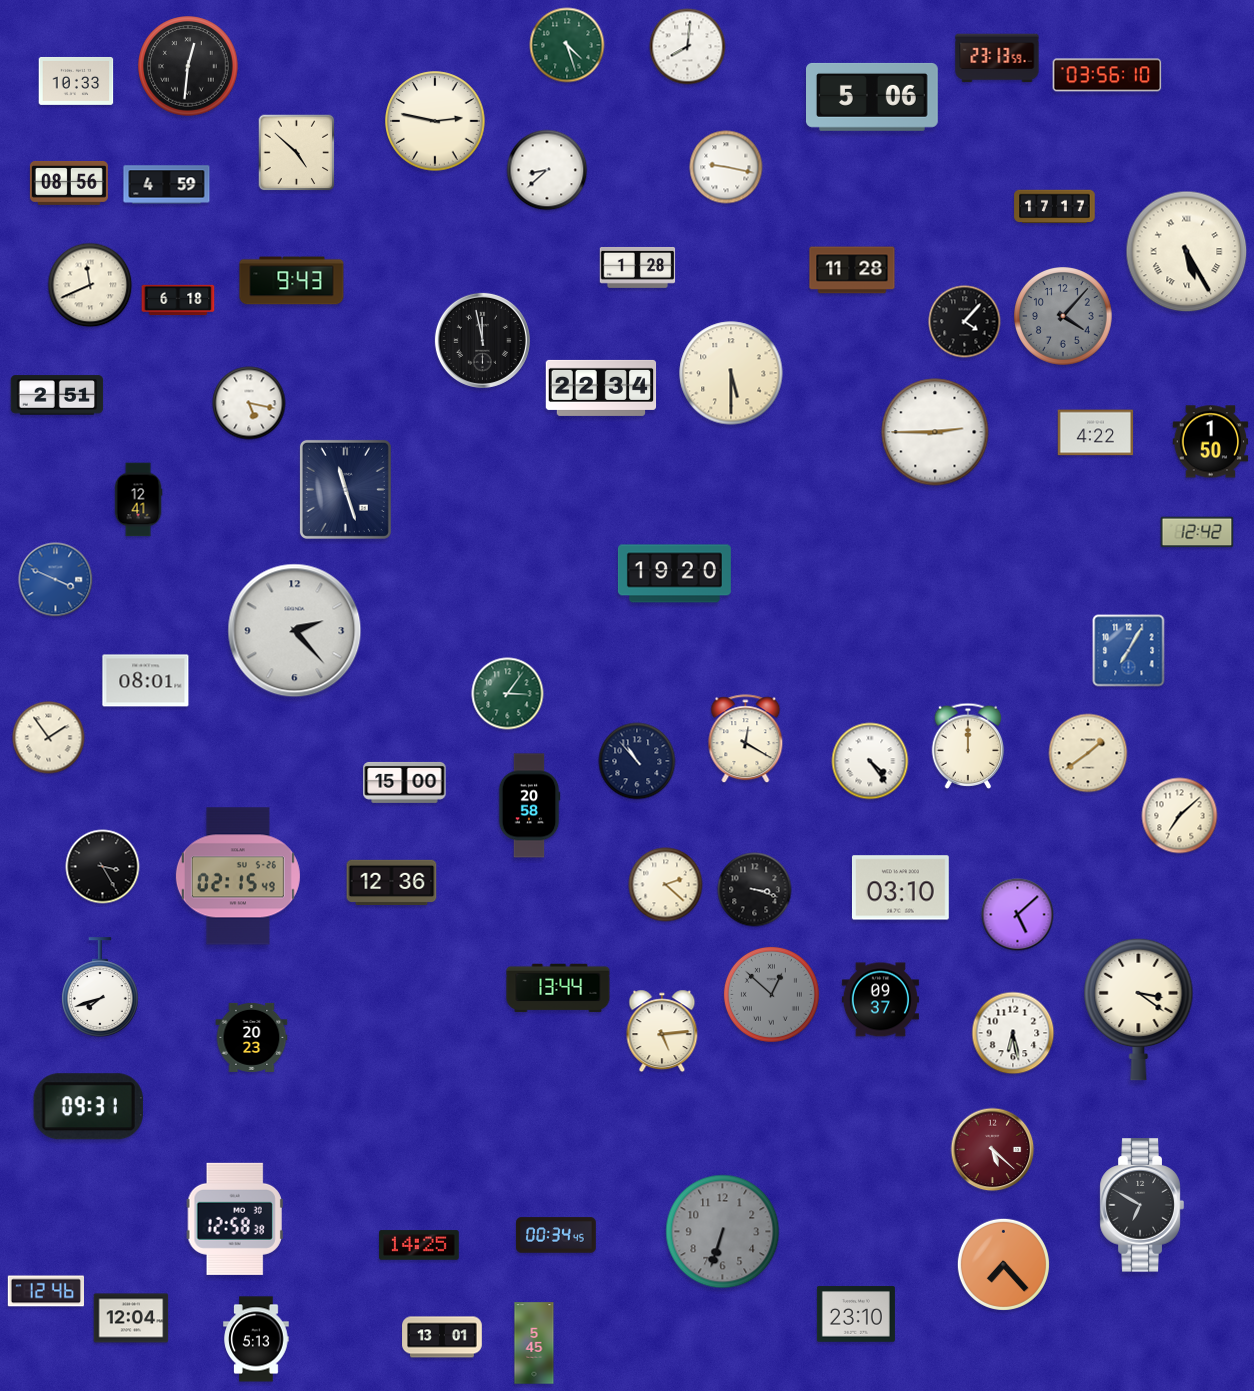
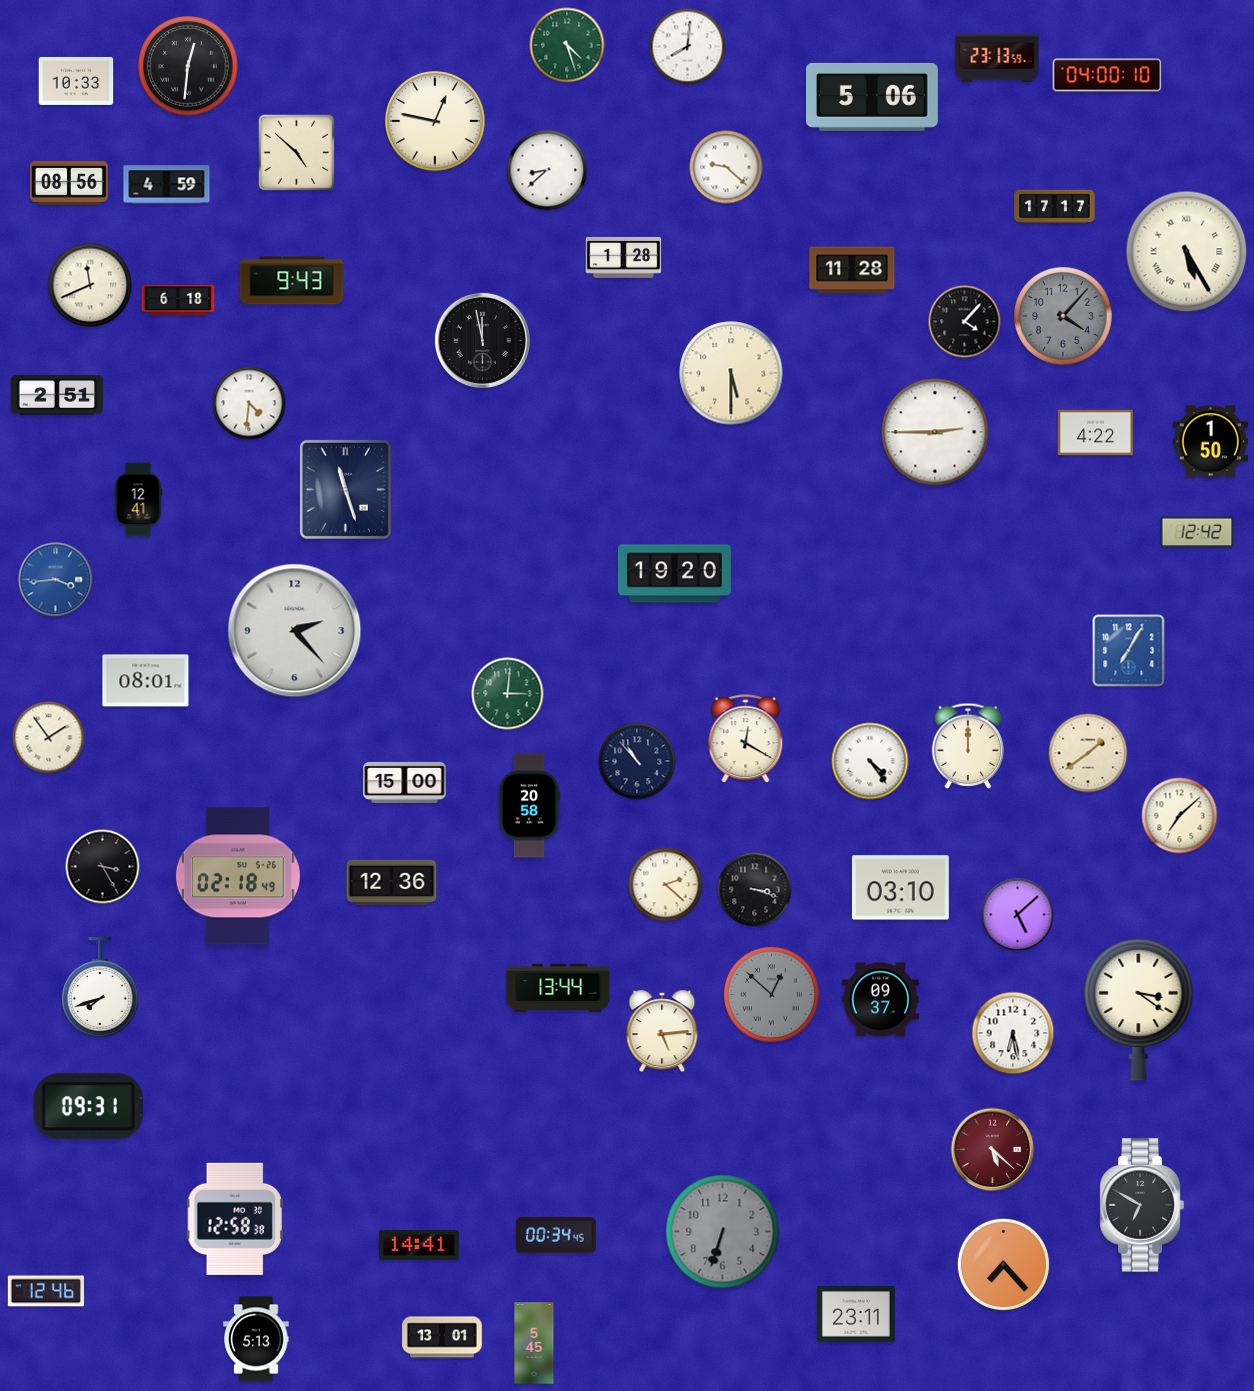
clock at (1107, 75): 03:56 -> 04:00
clock at (435, 121): 2:47 -> 12:47
clock at (726, 167): 9:17 -> 9:22
clock at (638, 267) position: (638, 267) -> (624, 257)
clock at (601, 388): 22:34 -> none
clock at (249, 403): 5:17 -> 4:31
clock at (56, 580): 3:49 -> 3:44
clock at (508, 694): 3:06 -> 3:01
clock at (238, 876): 02:15 -> 02:18
clock at (252, 1037): 20:23 -> none
clock at (419, 1245): 14:25 -> 14:41
clock at (856, 1314): 23:10 -> 23:11
clock at (131, 1318): 12:04 -> none
